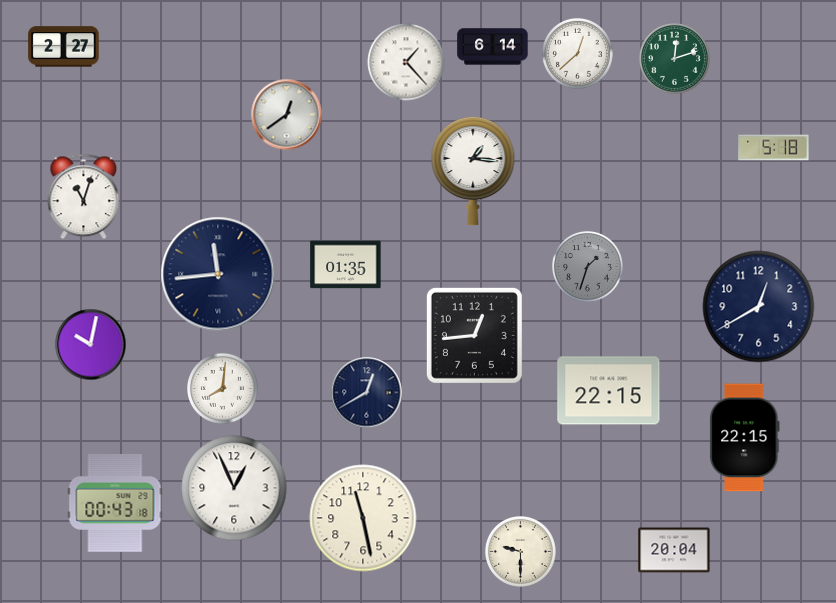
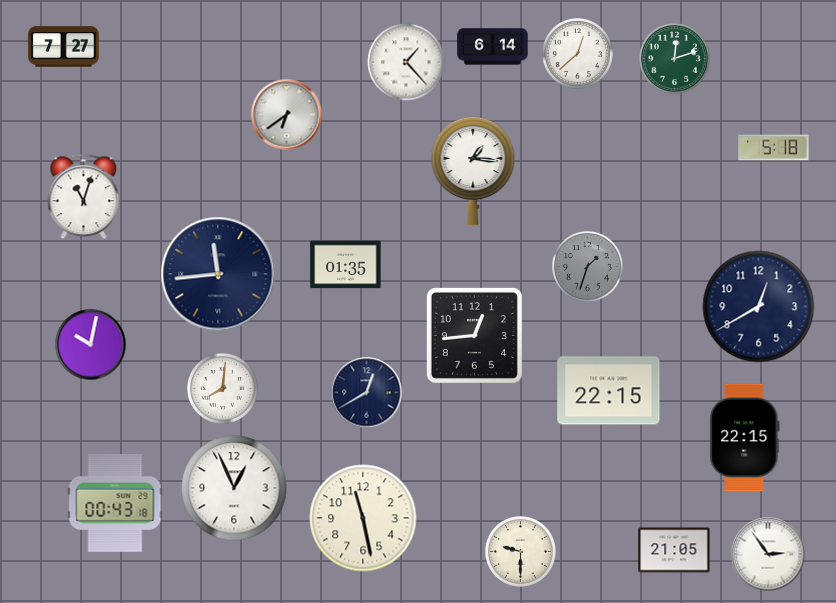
clock at (64, 47): 2:27 -> 7:27
clock at (287, 115): 12:39 -> 6:39
clock at (674, 550): 20:04 -> 21:05
clock at (768, 554): none -> 2:54
